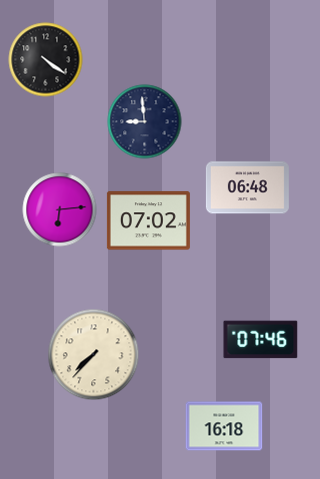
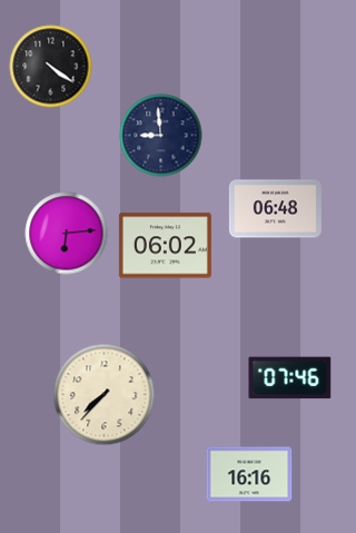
clock at (148, 221): 07:02 -> 06:02
clock at (224, 426): 16:18 -> 16:16
